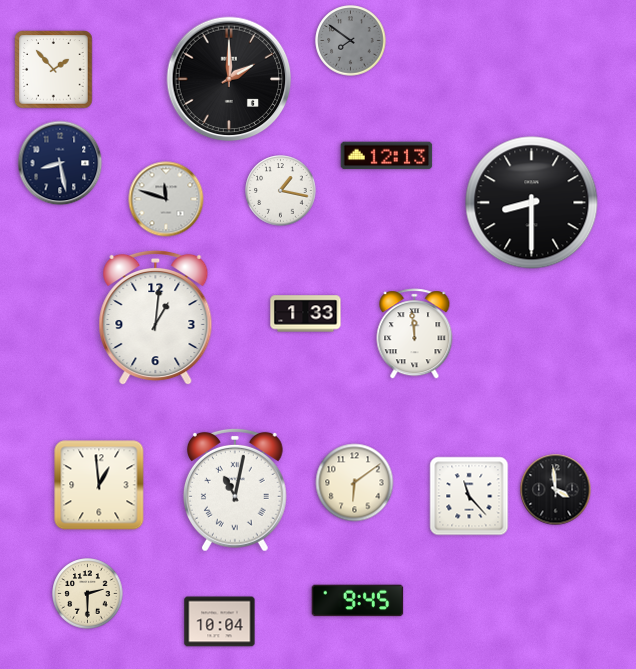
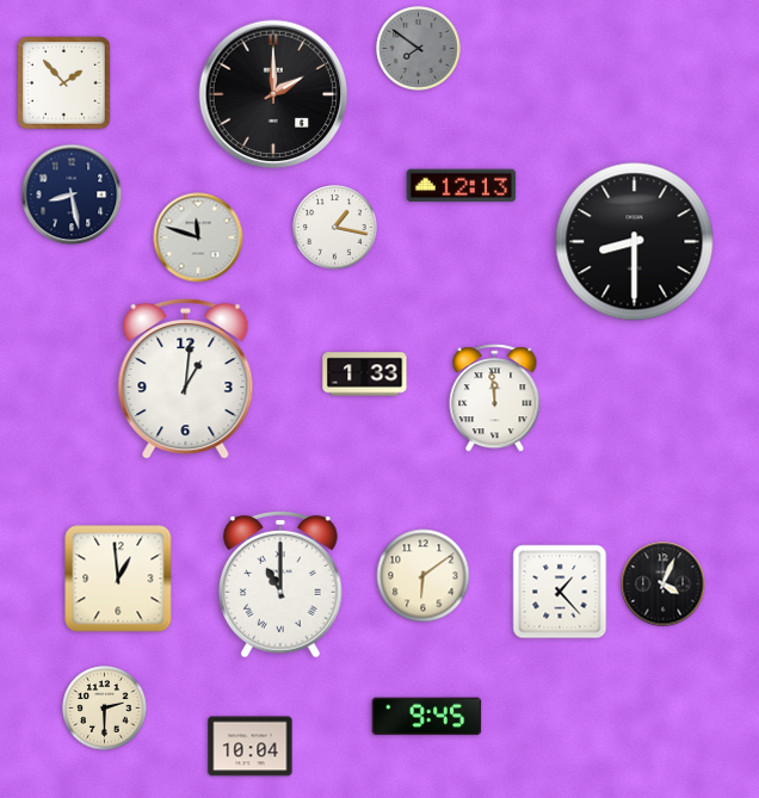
clock at (235, 490): 11:02 -> 11:00
clock at (556, 490): 3:59 -> 4:04
clock at (469, 496): 11:23 -> 1:23
clock at (220, 622) position: (220, 622) -> (251, 747)
